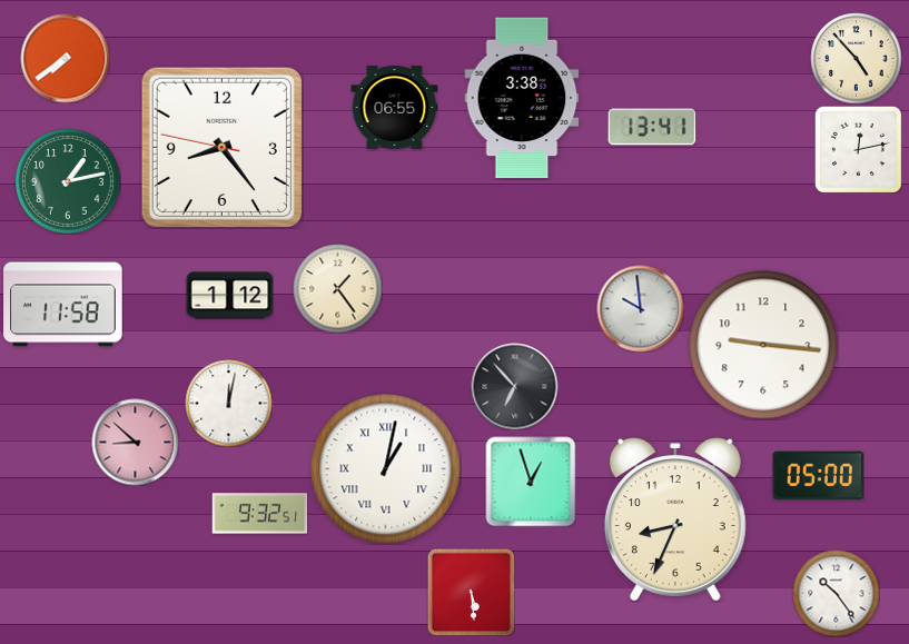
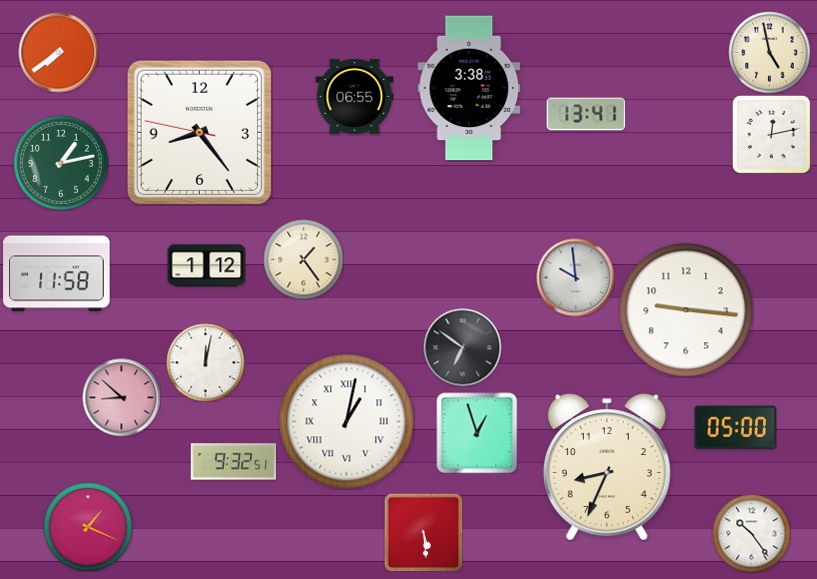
clock at (856, 58): 4:53 -> 4:58
clock at (514, 386): 6:53 -> 6:51
clock at (88, 527): none -> 1:19
